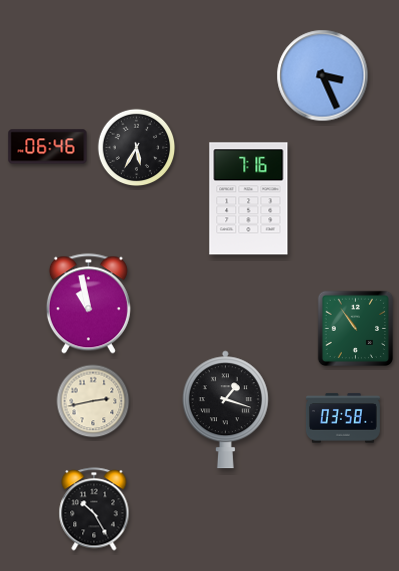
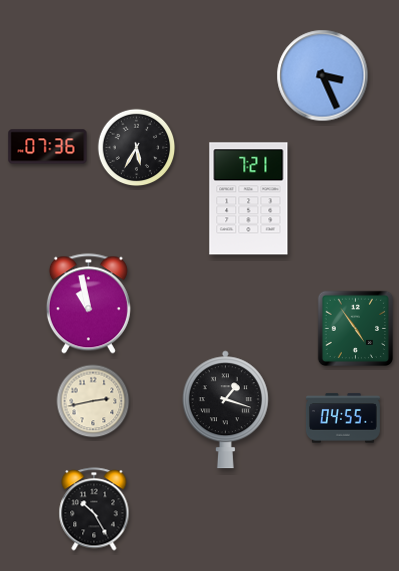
clock at (48, 147): 06:46 -> 07:36
clock at (249, 199): 7:16 -> 7:21
clock at (355, 328): 10:54 -> 4:54
clock at (343, 418): 03:58 -> 04:55
